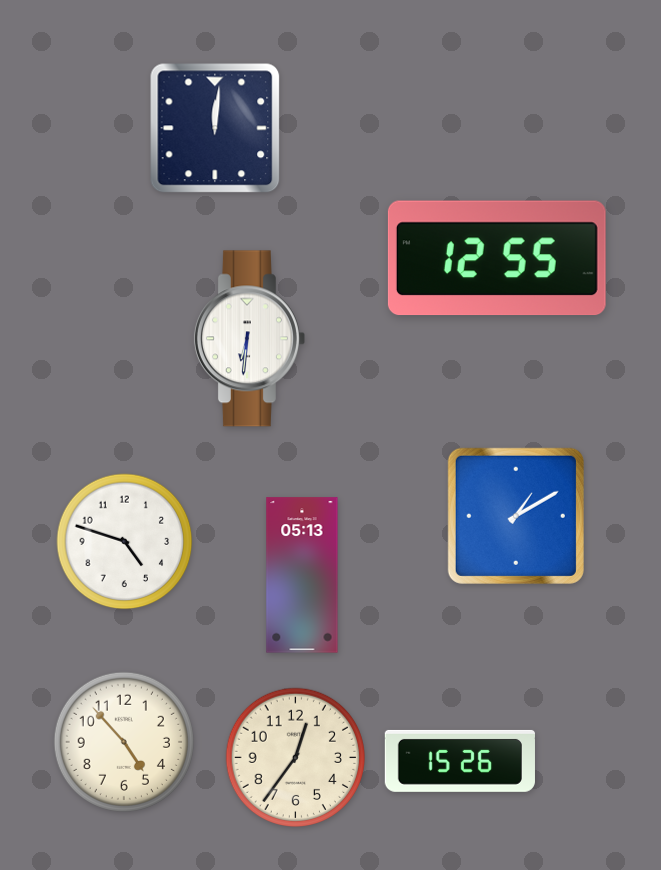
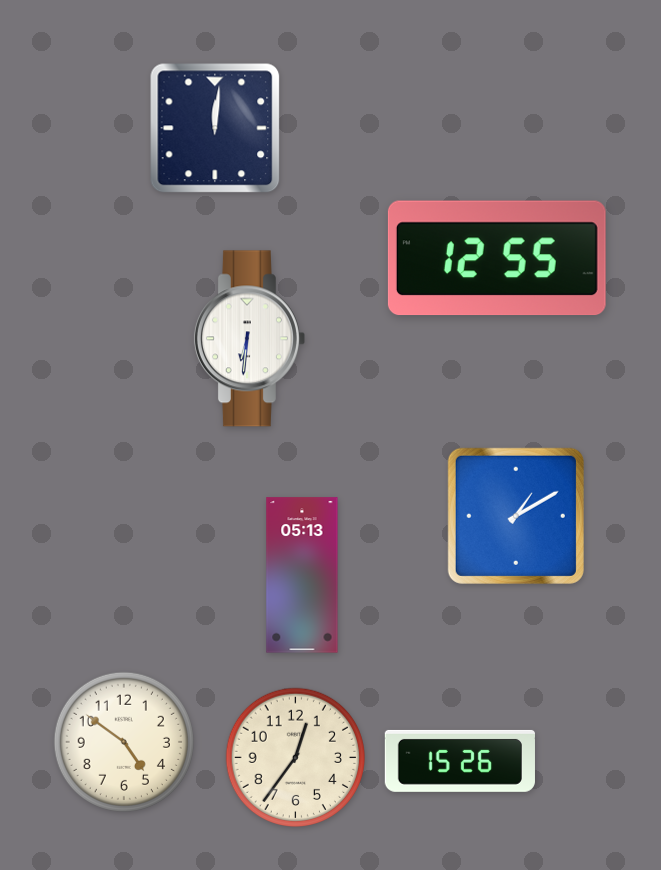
clock at (125, 542): 4:48 -> none
clock at (124, 742): 4:53 -> 4:51
